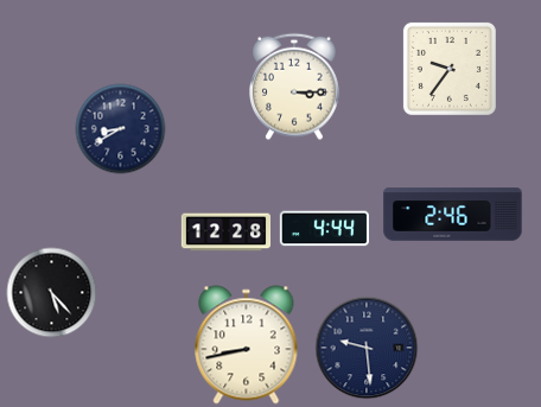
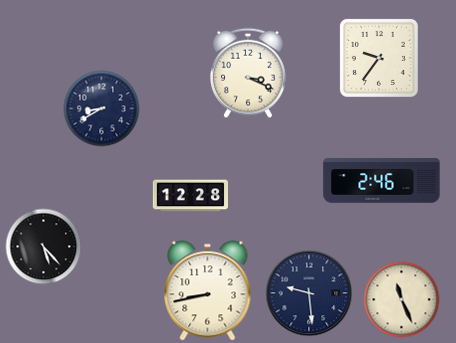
clock at (295, 87): 3:15 -> 3:19
clock at (324, 229): 4:44 -> none
clock at (402, 300): none -> 11:26
